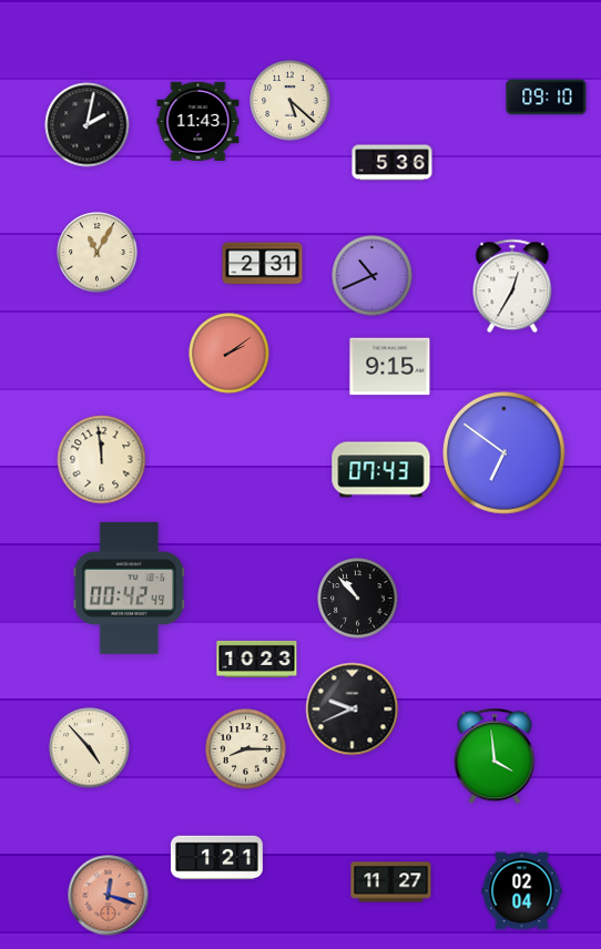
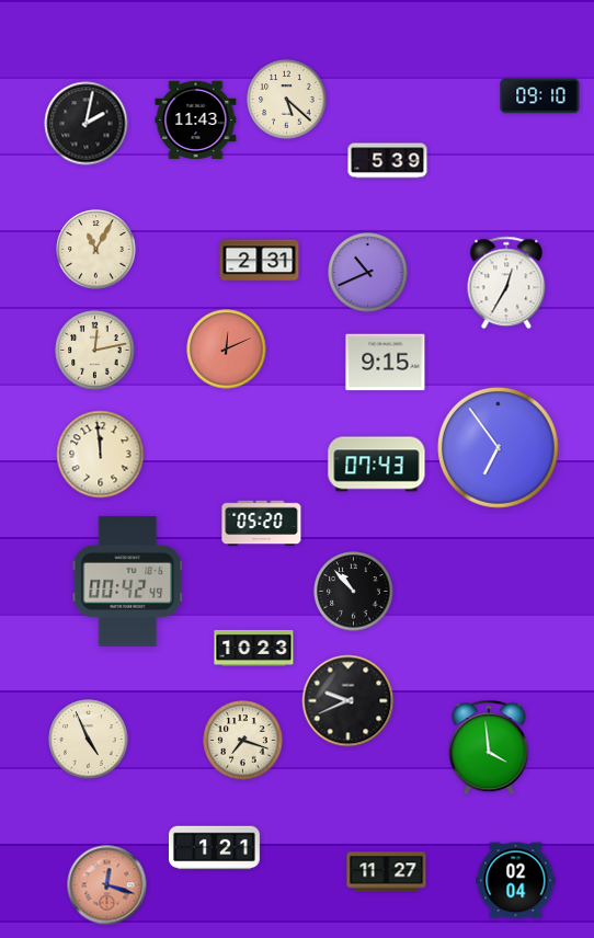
clock at (393, 163): 5:36 -> 5:39
clock at (230, 354): 2:09 -> 12:11
clock at (95, 351): none -> 12:13
clock at (505, 453): 6:51 -> 6:54
clock at (262, 524): none -> 05:20
clock at (257, 659) position: (257, 659) -> (254, 648)
clock at (90, 748): 4:53 -> 4:56
clock at (246, 749): 8:15 -> 7:18
